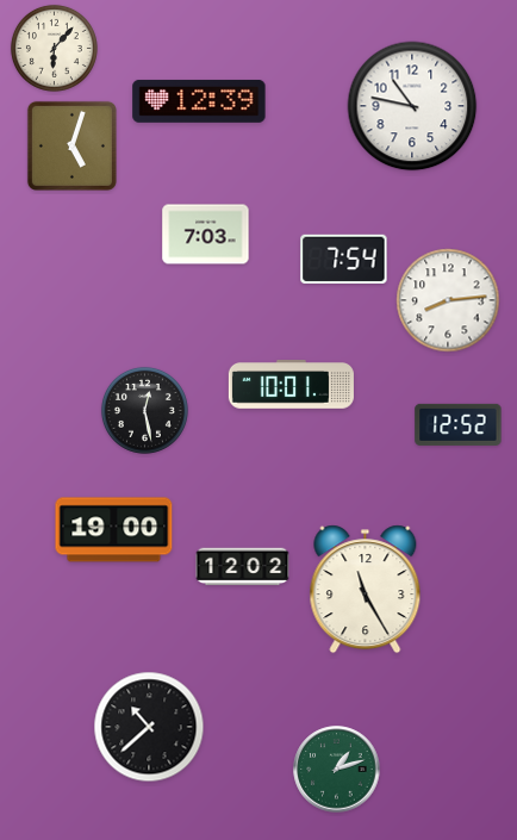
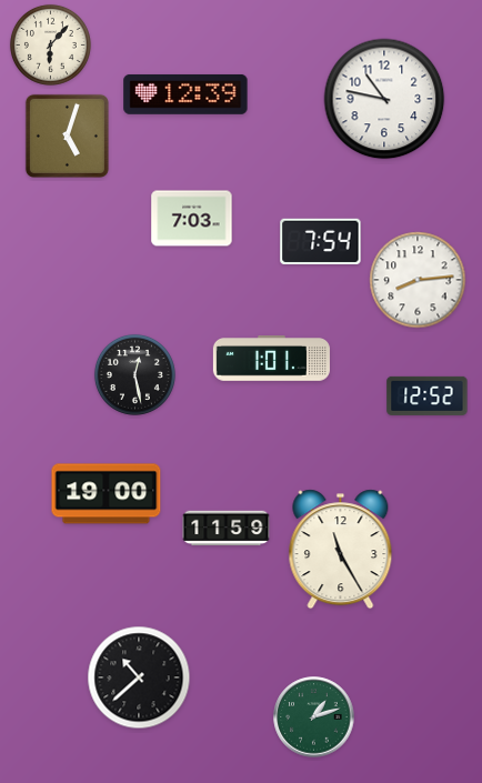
clock at (291, 385): 10:01 -> 1:01
clock at (144, 410) position: (144, 410) -> (134, 374)
clock at (243, 567): 12:02 -> 11:59
